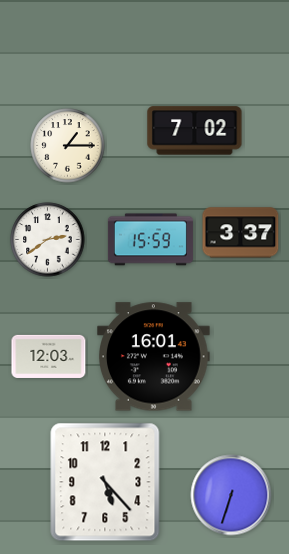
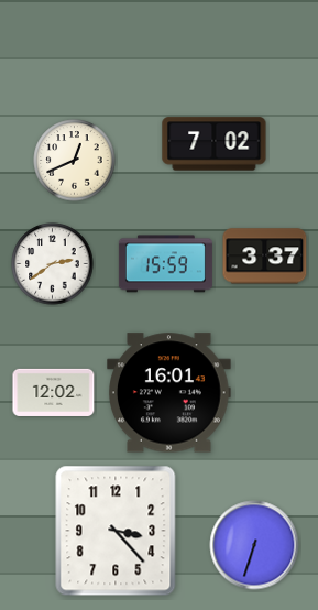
clock at (68, 146): 1:15 -> 12:41
clock at (49, 356): 12:03 -> 12:02
clock at (105, 482): 5:23 -> 3:23
